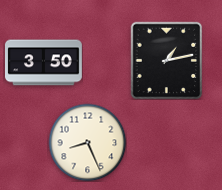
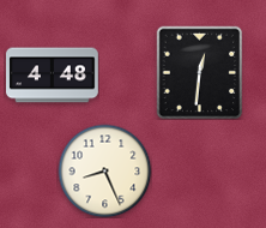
clock at (167, 60): 1:13 -> 12:31
clock at (44, 63): 3:50 -> 4:48
